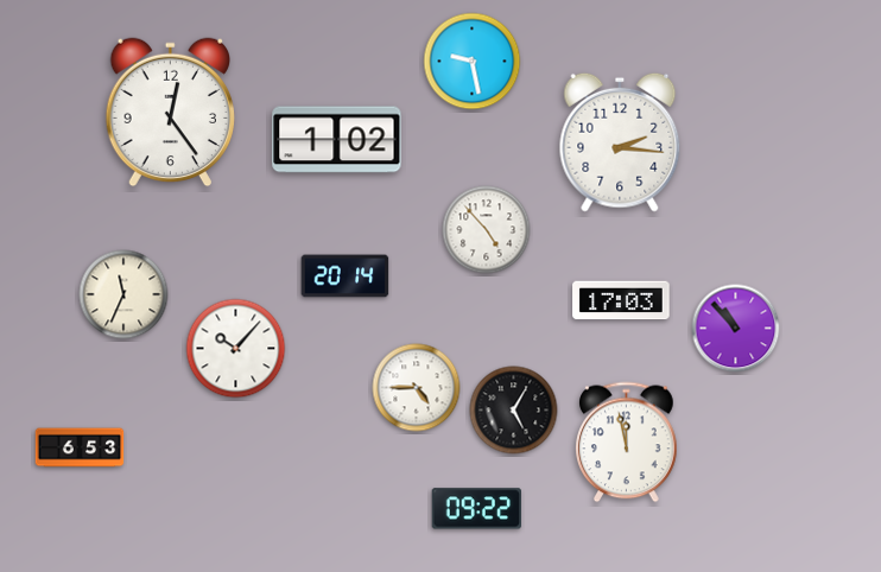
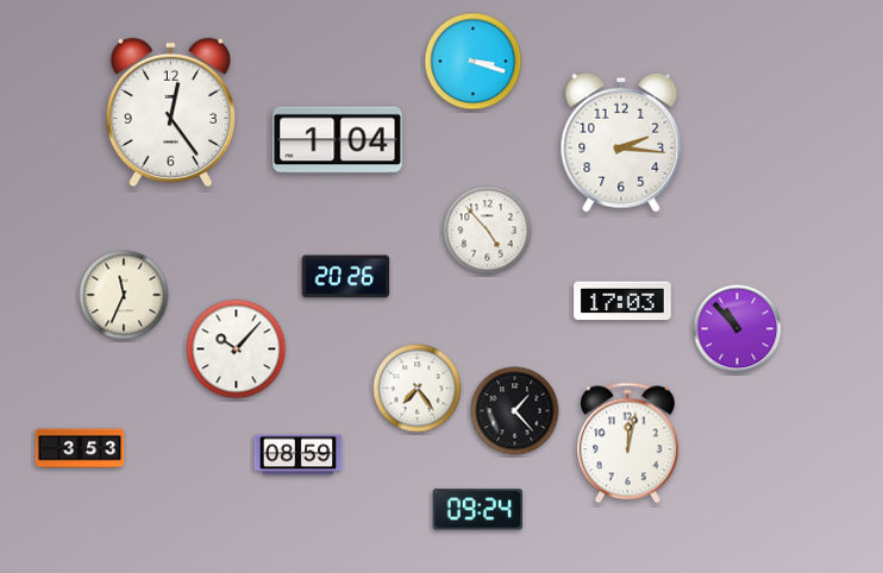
clock at (473, 62): 9:28 -> 3:18
clock at (337, 140): 1:02 -> 1:04
clock at (346, 277): 20:14 -> 20:26
clock at (417, 388): 4:45 -> 7:24
clock at (514, 411): 5:05 -> 1:23
clock at (627, 443): 11:58 -> 12:02
clock at (80, 447): 6:53 -> 3:53
clock at (299, 455): none -> 08:59
clock at (476, 509): 09:22 -> 09:24
